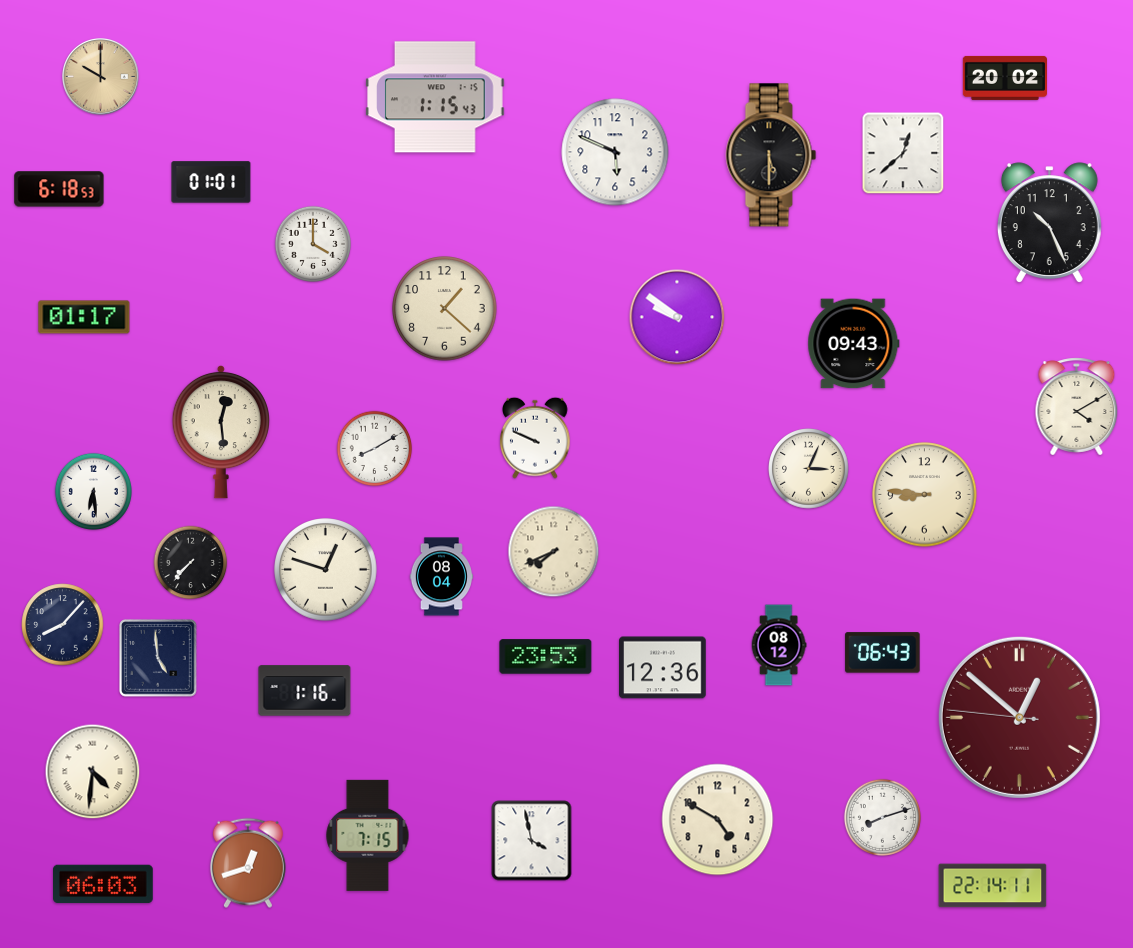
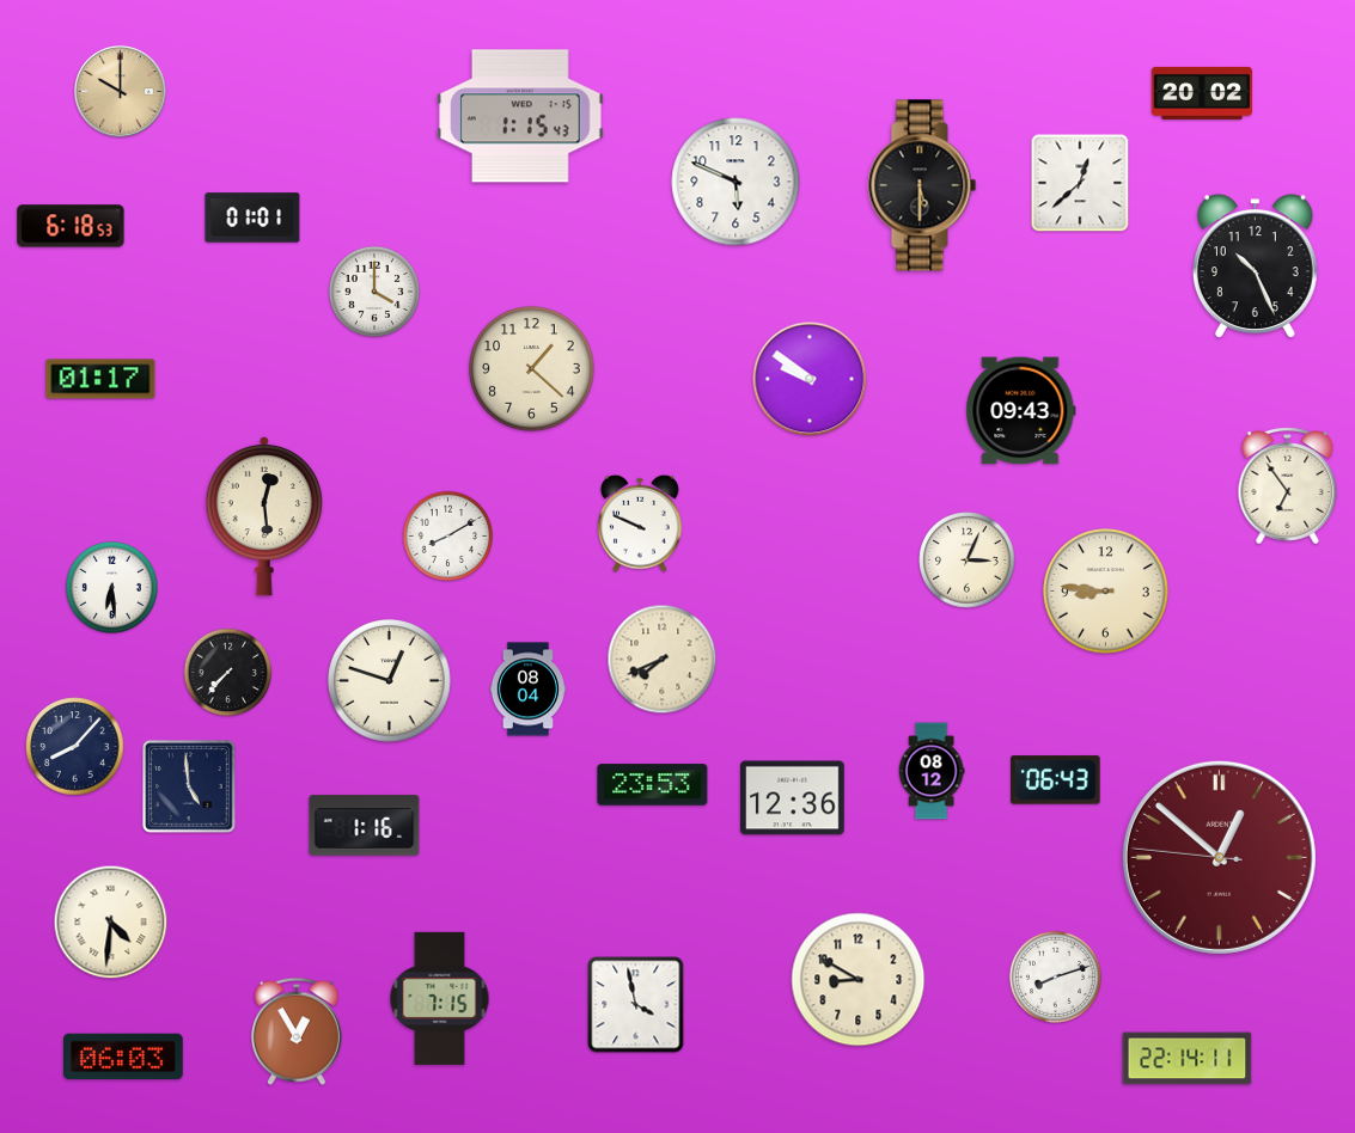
clock at (1077, 407): 4:10 -> 6:54
clock at (718, 820): 4:50 -> 8:50
clock at (248, 863): 12:42 -> 12:55
